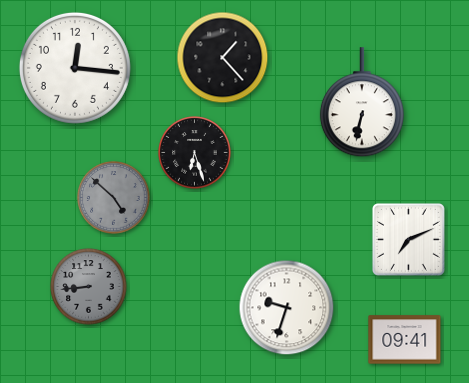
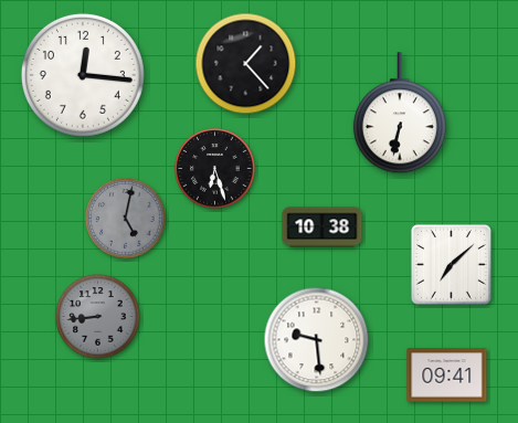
clock at (114, 198): 4:52 -> 5:02
clock at (323, 228): none -> 10:38
clock at (408, 239): 7:11 -> 7:08
clock at (287, 308): 9:33 -> 9:29
